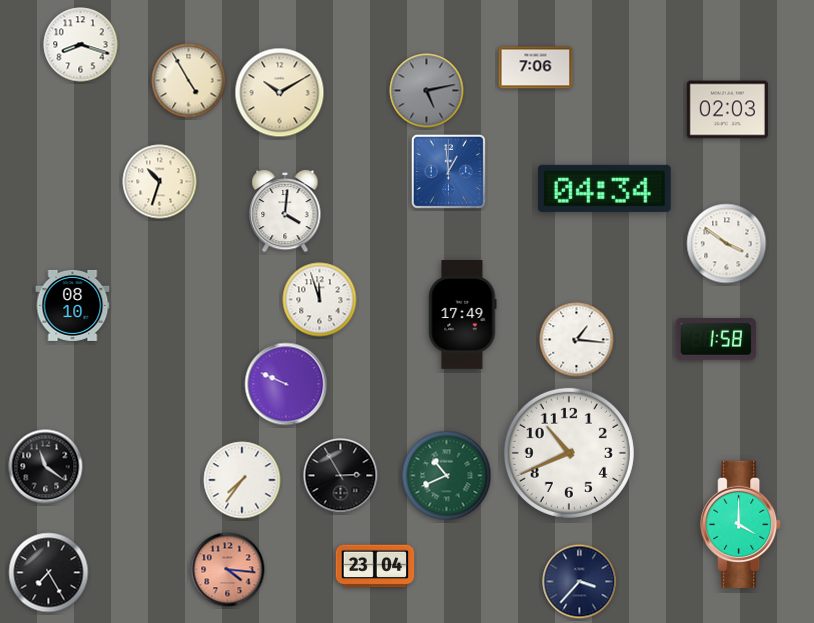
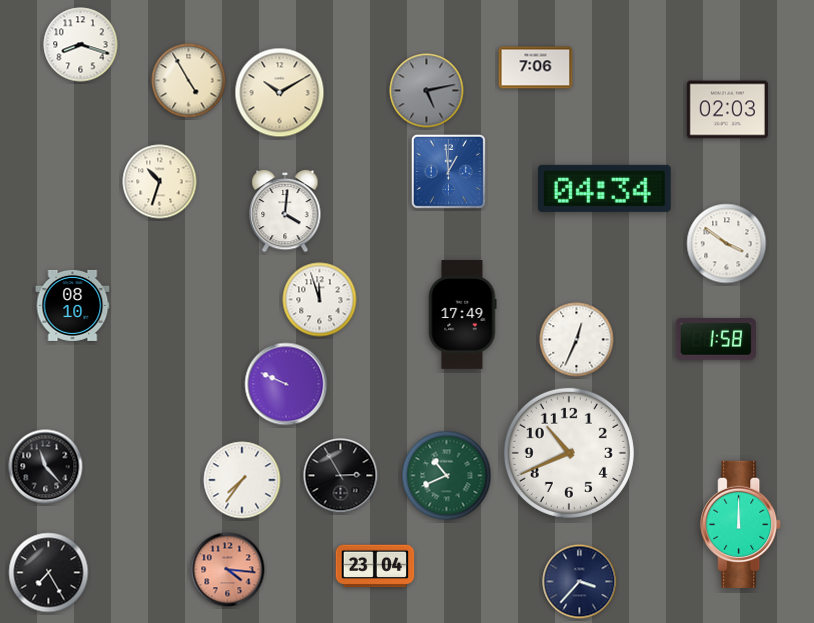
clock at (577, 340): 1:16 -> 12:34
clock at (46, 467): 11:21 -> 11:23
clock at (741, 524): 4:00 -> 12:00
